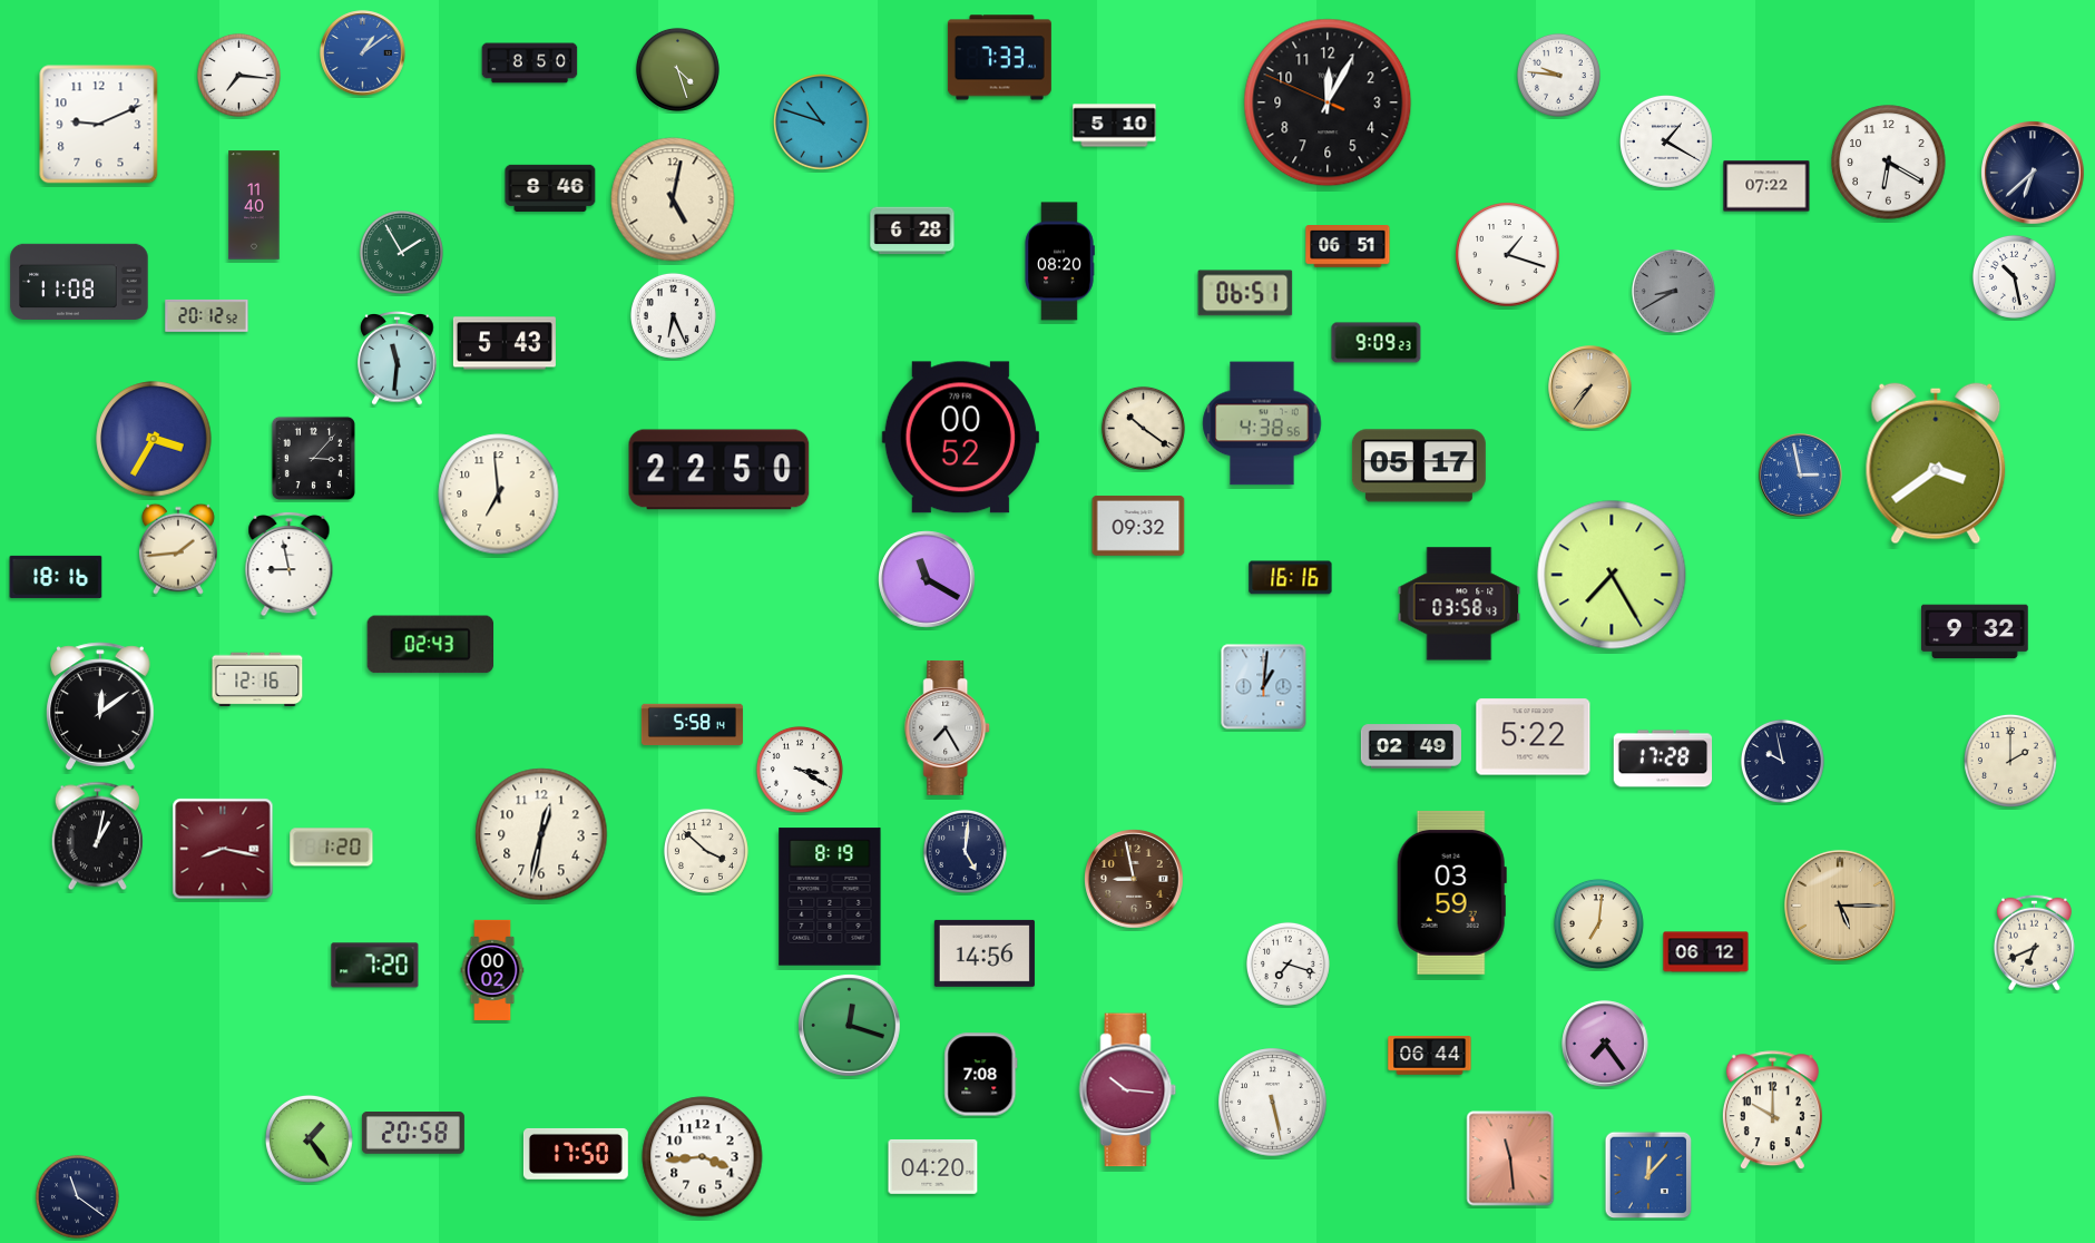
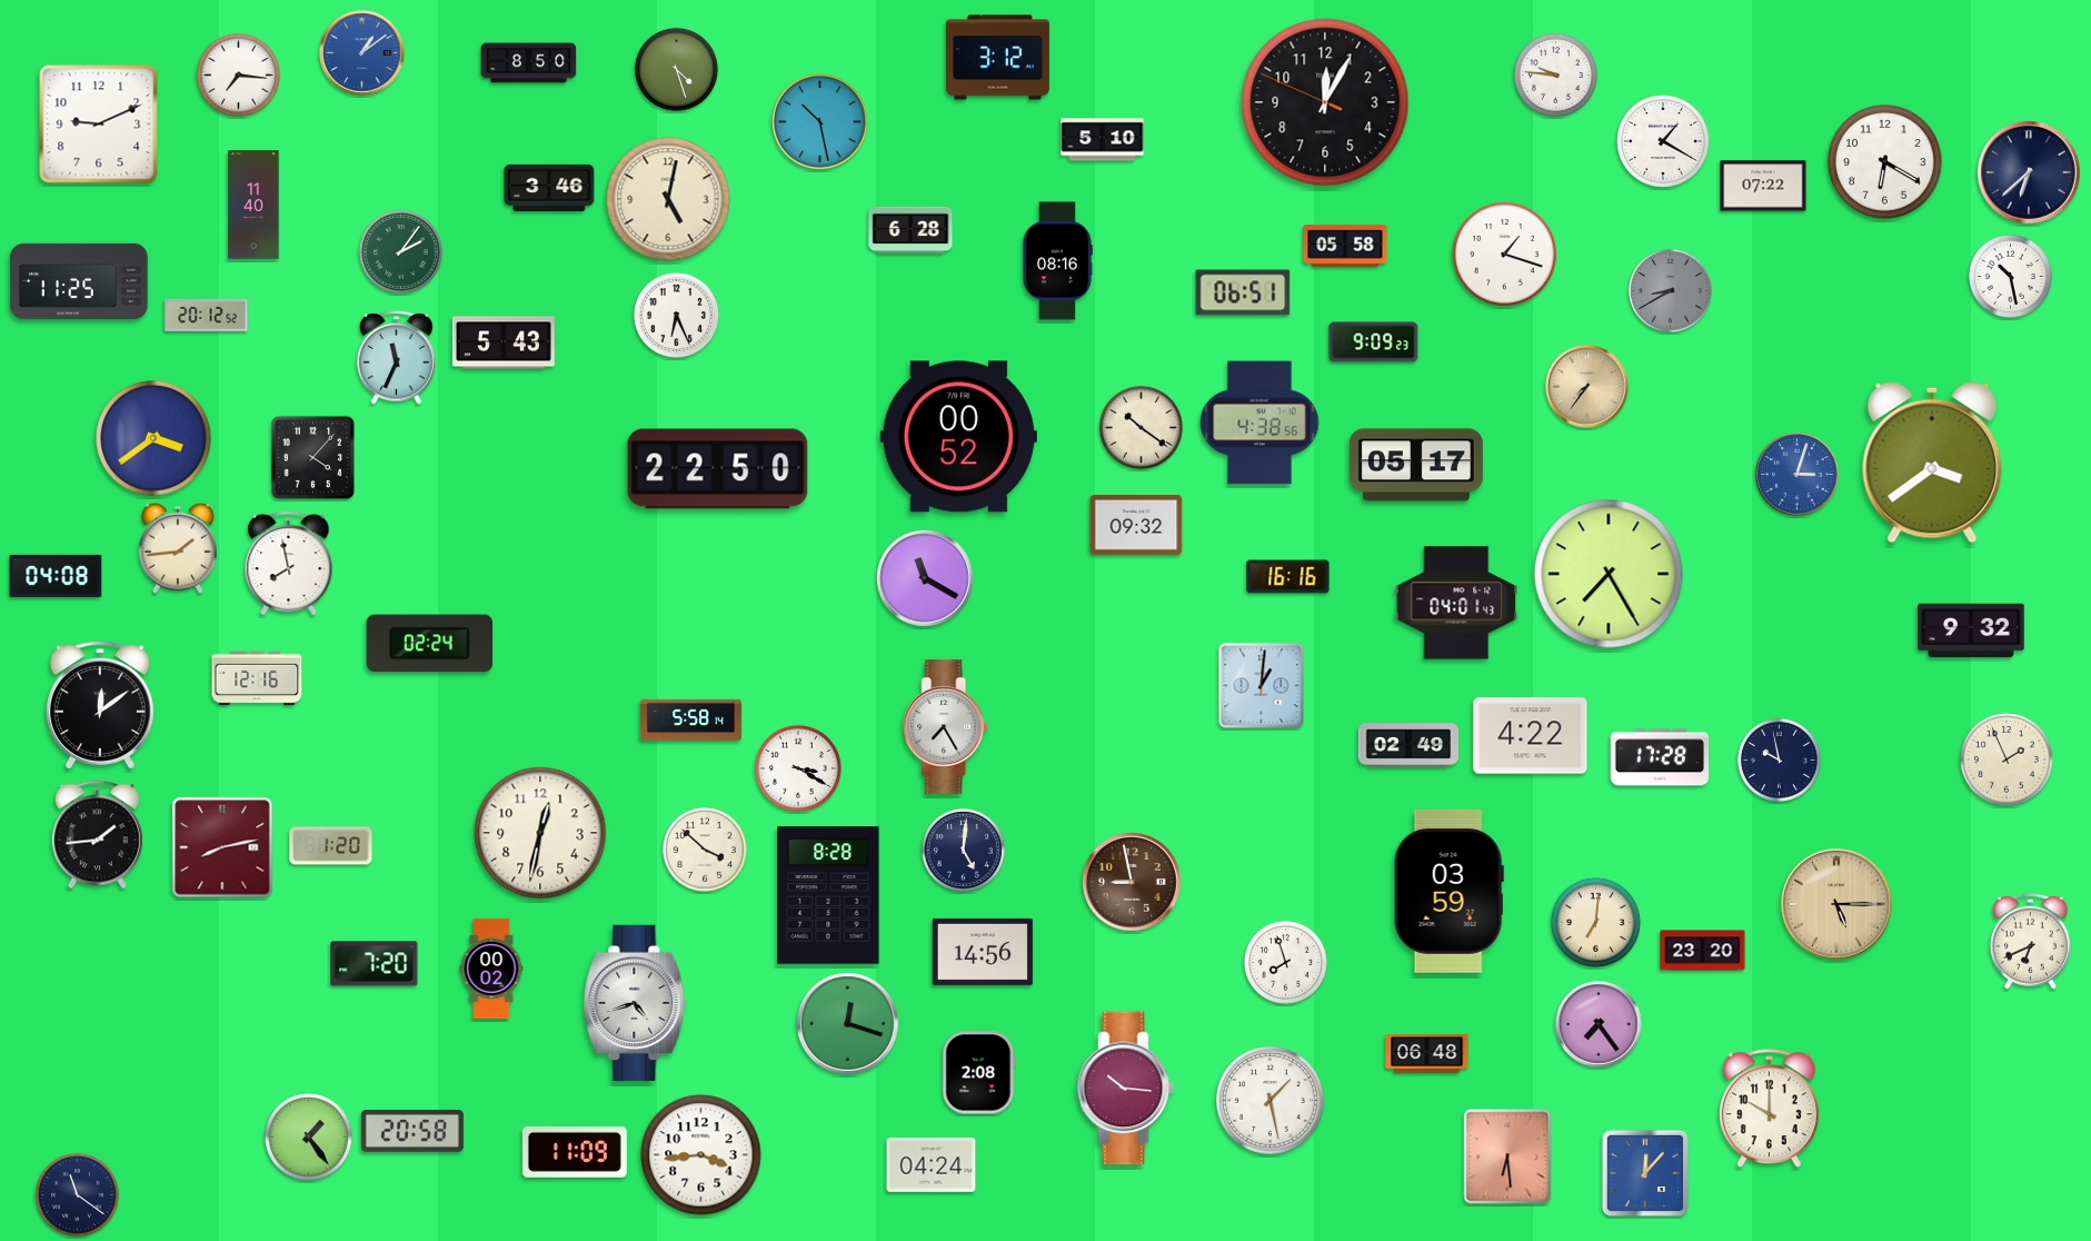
clock at (999, 58): 7:33 -> 3:12
clock at (822, 123): 10:48 -> 10:28
clock at (1115, 126) position: (1115, 126) -> (1103, 140)
clock at (550, 188): 8:46 -> 3:46
clock at (673, 199) position: (673, 199) -> (668, 199)
clock at (1348, 247): 06:51 -> 05:58
clock at (401, 252): 1:55 -> 2:06
clock at (1059, 262): 08:20 -> 08:16
clock at (79, 281): 11:08 -> 11:25
clock at (673, 315) position: (673, 315) -> (676, 315)
clock at (398, 359): 11:31 -> 11:34
clock at (154, 439): 3:35 -> 3:39
clock at (313, 458): 3:07 -> 4:07
clock at (1801, 476): 2:58 -> 3:03
clock at (499, 495): 6:59 -> none
clock at (290, 564): 8:58 -> 7:58
clock at (56, 577): 18:16 -> 04:08
clock at (1459, 604): 03:58 -> 04:01
clock at (431, 645): 02:43 -> 02:24
clock at (692, 725) position: (692, 725) -> (690, 721)
clock at (1534, 737): 5:22 -> 4:22
clock at (2011, 762): 2:00 -> 1:56
clock at (97, 836): 1:02 -> 1:44
clock at (223, 849): 8:17 -> 8:13
clock at (1134, 879) position: (1134, 879) -> (1132, 882)
clock at (830, 897): 8:19 -> 8:28
clock at (1706, 952): 06:12 -> 23:20
clock at (1288, 963): 7:18 -> 7:57
clock at (635, 1003): none -> 4:42
clock at (1605, 1044) position: (1605, 1044) -> (1599, 1024)
clock at (1430, 1056): 06:44 -> 06:48
clock at (981, 1075): 7:08 -> 2:08
clock at (1273, 1103): 5:28 -> 1:28
clock at (576, 1154): 17:50 -> 11:09
clock at (1510, 1158): 11:29 -> 6:29
clock at (933, 1166): 04:20 -> 04:24
